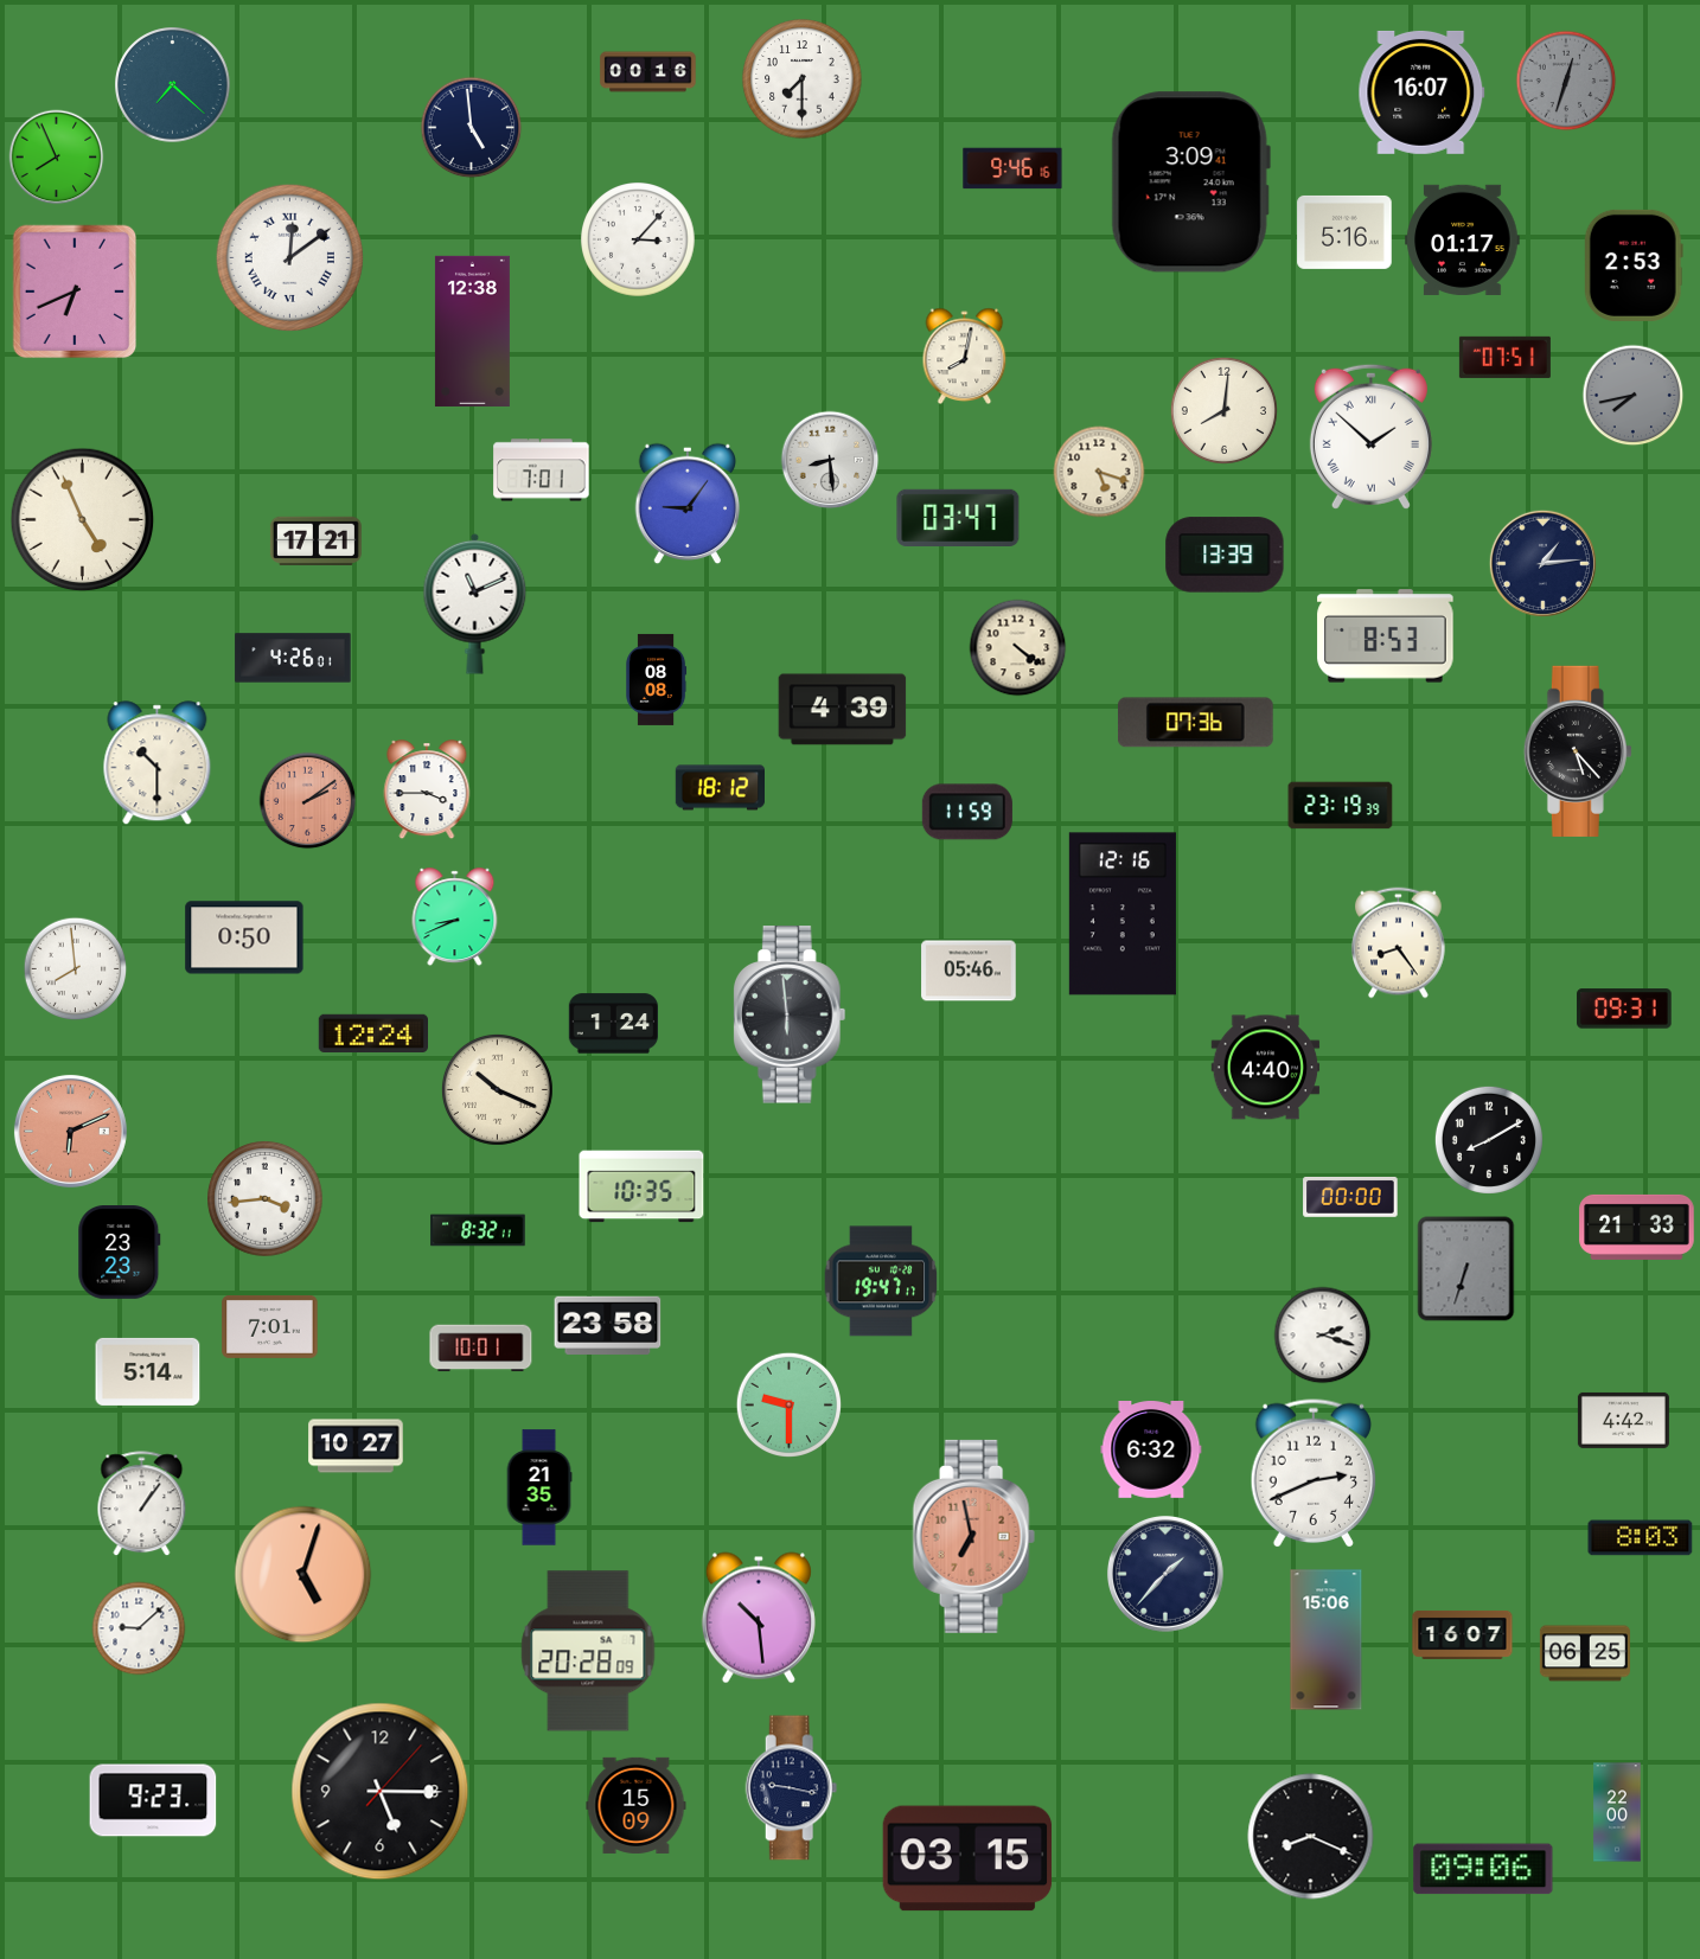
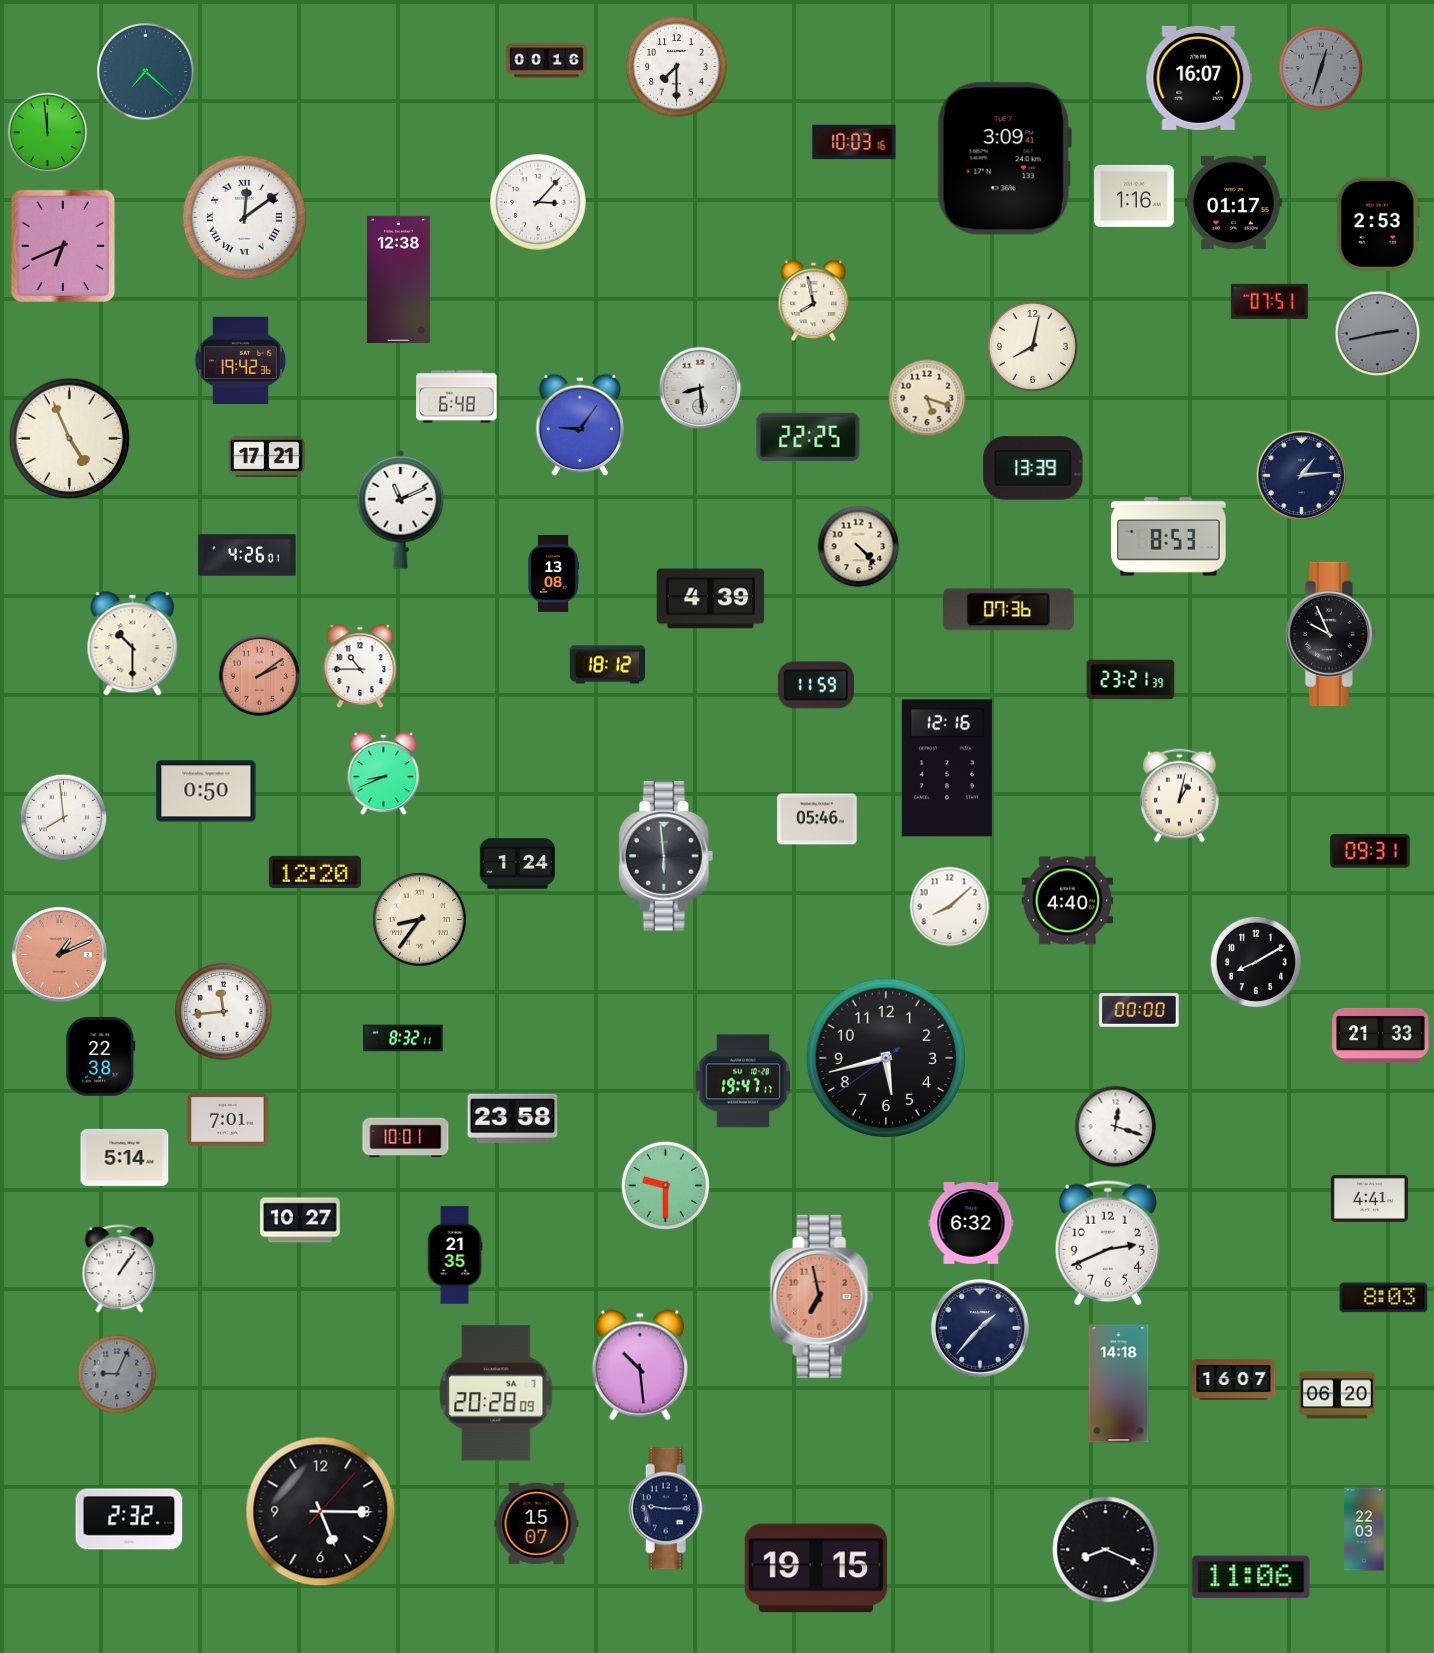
clock at (472, 128): 4:59 -> none
clock at (57, 158): 7:56 -> 11:59
clock at (1012, 168): 9:46 -> 10:03
clock at (1190, 183) position: (1190, 183) -> (1004, 159)
clock at (1344, 232): 5:16 -> 1:16
clock at (965, 356): 8:02 -> 7:58
clock at (1634, 396): 7:43 -> 2:43
clock at (1223, 410): 8:01 -> 8:02
clock at (241, 361): none -> 19:42
clock at (1370, 436): 1:52 -> none
clock at (542, 470): 7:01 -> 6:48
clock at (958, 517): 03:47 -> 22:25
clock at (1018, 648): 4:21 -> 4:23
clock at (657, 679): 08:08 -> 13:08
clock at (1578, 751): 5:23 -> 9:56
clock at (427, 790): 3:45 -> 10:45
clock at (1341, 806): 23:19 -> 23:21
clock at (1123, 914) position: (1123, 914) -> (947, 768)
clock at (1399, 943): 8:24 -> 1:02
clock at (372, 1032): 12:24 -> 12:20
clock at (950, 907): none -> 8:08
clock at (497, 1089): 10:19 -> 8:36
clock at (70, 1131): 6:11 -> 1:11
clock at (641, 1186): 10:35 -> none
clock at (266, 1199): 3:44 -> 11:44
clock at (120, 1253): 23:23 -> 22:38
clock at (885, 1057): none -> 5:42
clock at (1466, 1269): 6:33 -> none
clock at (1323, 1336): 2:18 -> 12:18
clock at (1623, 1420): 4:42 -> 4:41
clock at (1165, 1574) position: (1165, 1574) -> (980, 1328)
clock at (303, 1575): 5:03 -> none
clock at (139, 1628): 9:08 -> 9:04
clock at (139, 1628) dial: white -> grey
clock at (1327, 1640): 15:06 -> 14:18
clock at (1585, 1653): 06:25 -> 06:20
clock at (792, 1788): 9:17 -> 9:15
clock at (153, 1800): 9:23 -> 2:32
clock at (637, 1805): 15:09 -> 15:07
clock at (1617, 1812): 22:00 -> 22:03
clock at (967, 1858): 03:15 -> 19:15
clock at (1483, 1869): 09:06 -> 11:06
